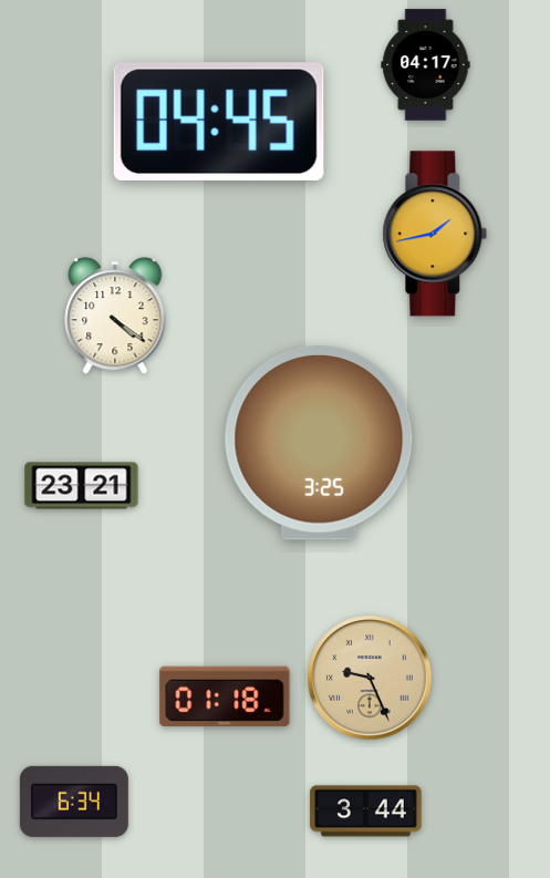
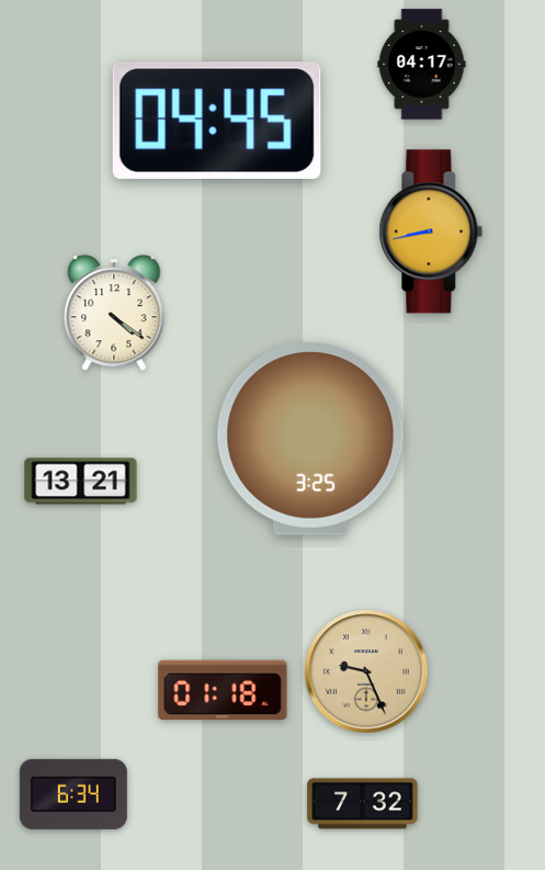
clock at (435, 234): 1:43 -> 8:43
clock at (319, 444) position: (319, 444) -> (310, 440)
clock at (82, 486): 23:21 -> 13:21
clock at (366, 812): 3:44 -> 7:32
